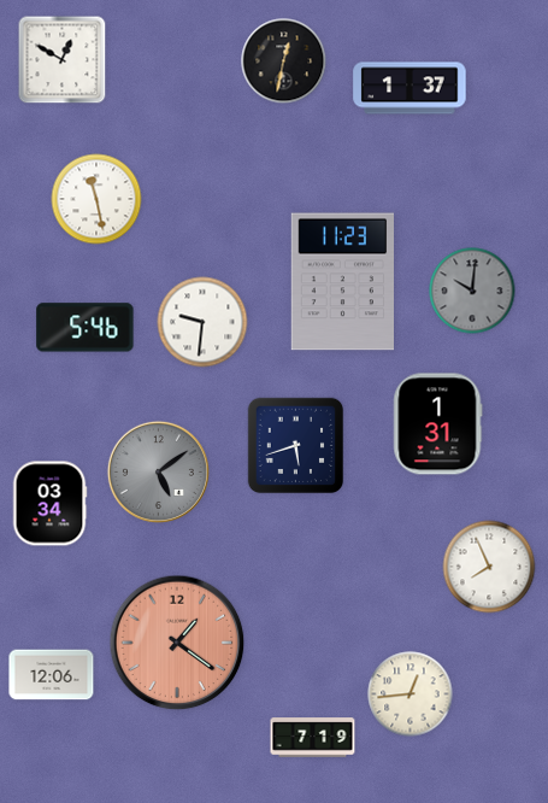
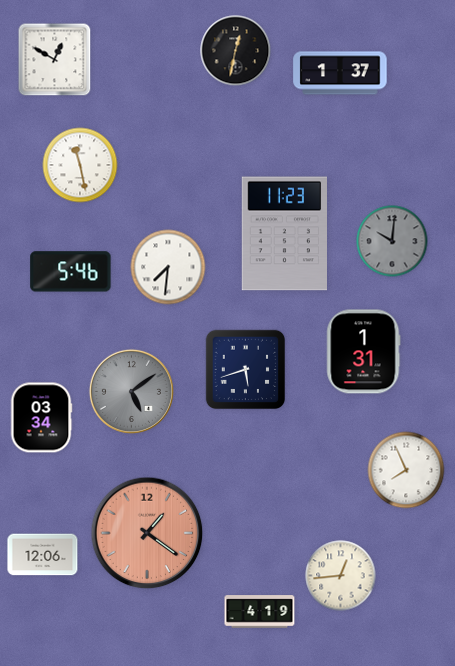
clock at (63, 60) position: (63, 60) -> (55, 60)
clock at (202, 322): 9:31 -> 7:31
clock at (52, 675) position: (52, 675) -> (43, 555)
clock at (313, 738): 7:19 -> 4:19
